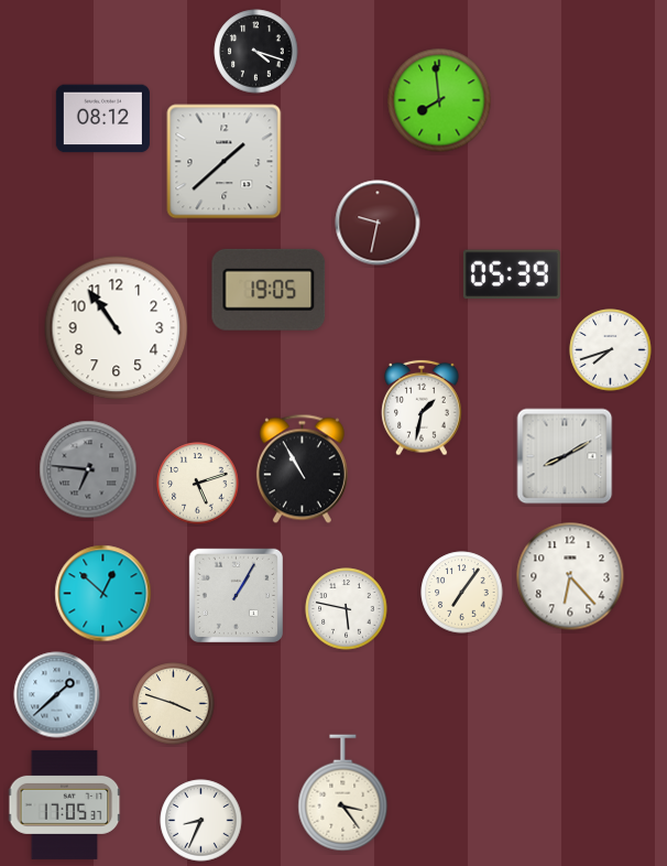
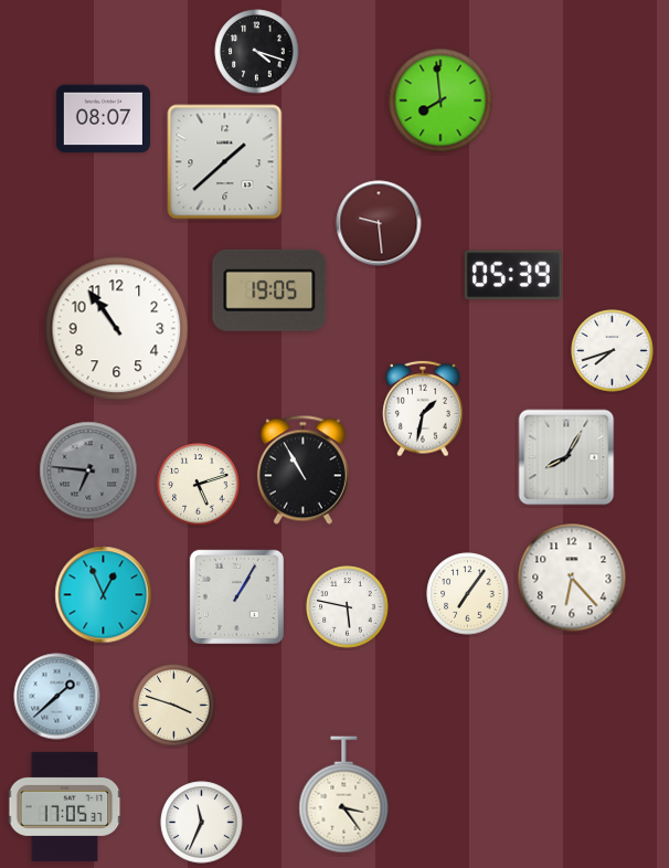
clock at (102, 119): 08:12 -> 08:07
clock at (378, 223): 9:32 -> 9:29
clock at (565, 456): 8:10 -> 8:05
clock at (462, 593) position: (462, 593) -> (468, 594)
clock at (103, 594): 12:52 -> 12:56
clock at (347, 609) position: (347, 609) -> (348, 607)
clock at (201, 821): 8:34 -> 11:34
